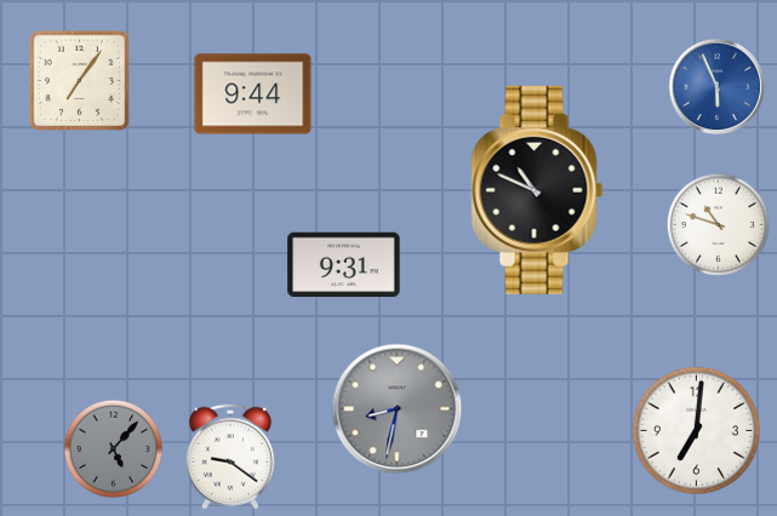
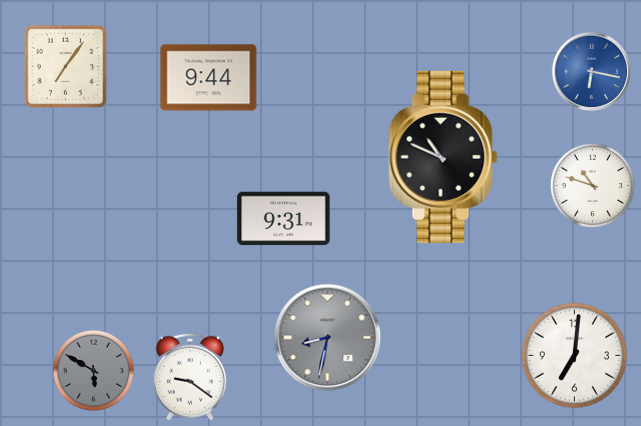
clock at (718, 87): 5:56 -> 6:17
clock at (114, 449): 5:07 -> 5:50
